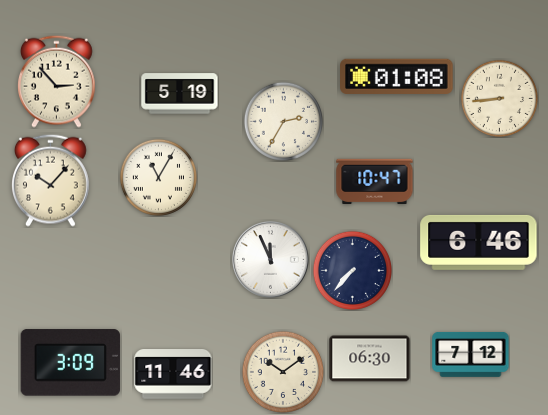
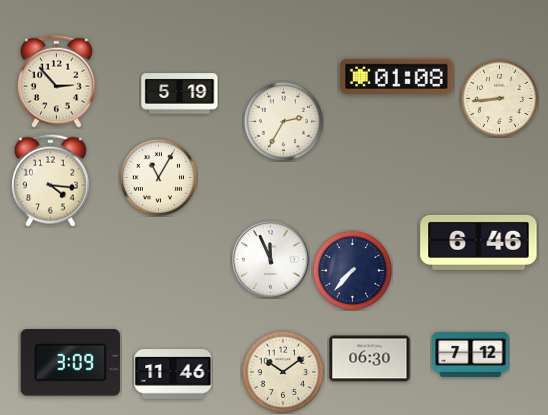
clock at (50, 180): 10:07 -> 4:16
clock at (375, 181): 10:47 -> none
